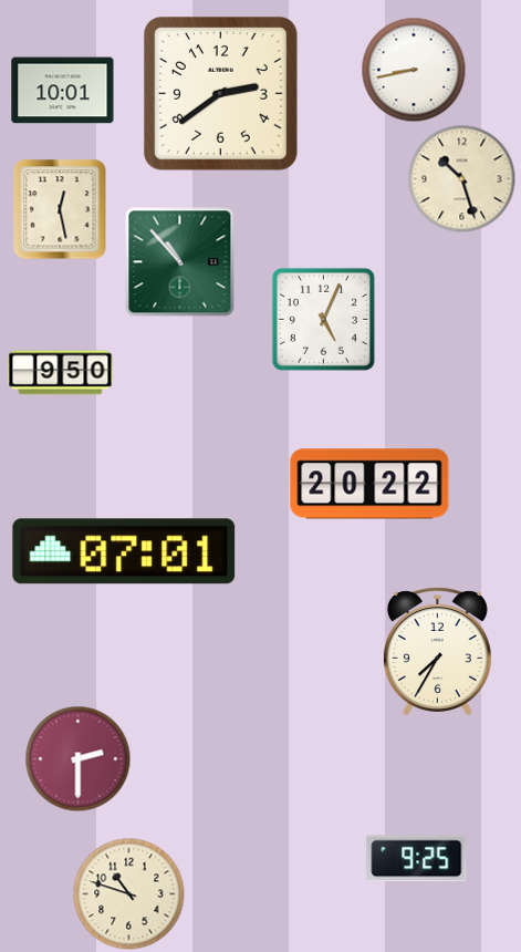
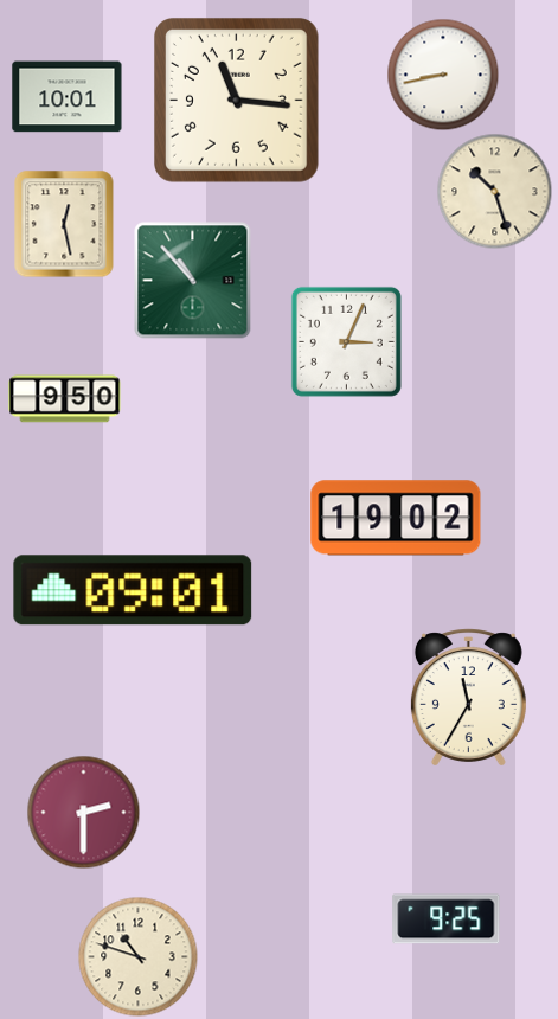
clock at (221, 94): 2:39 -> 11:16
clock at (323, 319): 5:04 -> 3:04
clock at (369, 484): 20:22 -> 19:02
clock at (124, 551): 07:01 -> 09:01
clock at (437, 652): 7:35 -> 11:35
